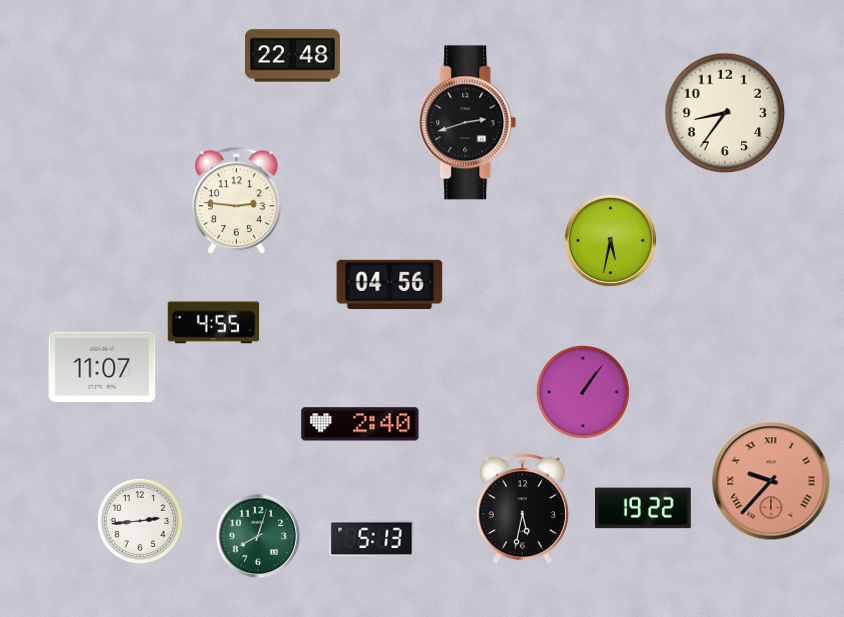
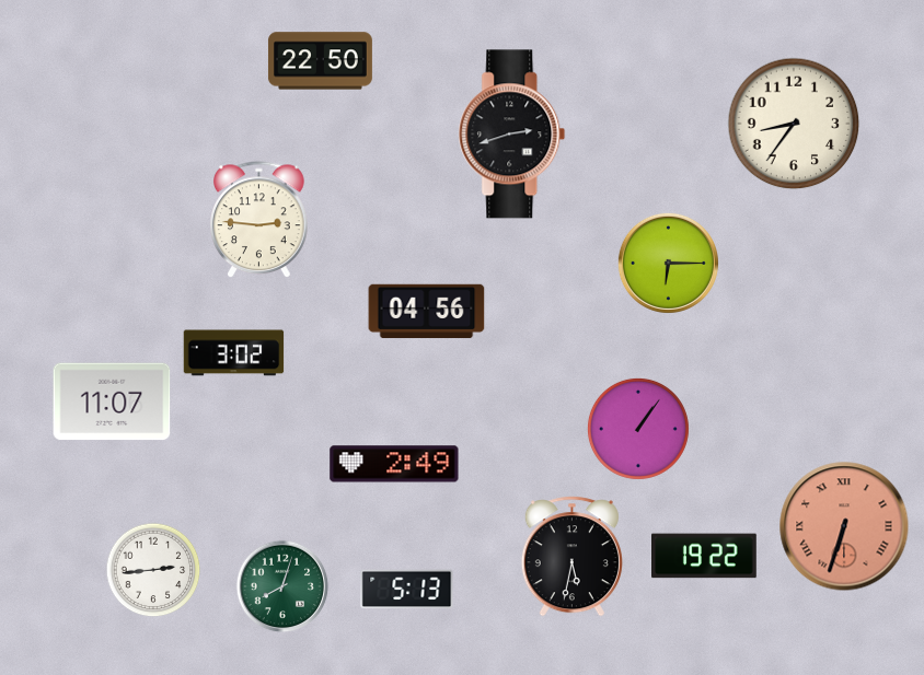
clock at (292, 56): 22:48 -> 22:50
clock at (610, 240): 5:32 -> 6:15
clock at (214, 323): 4:55 -> 3:02
clock at (360, 424): 2:40 -> 2:49
clock at (771, 481): 9:37 -> 6:33
